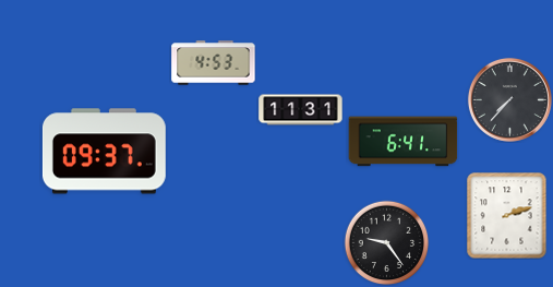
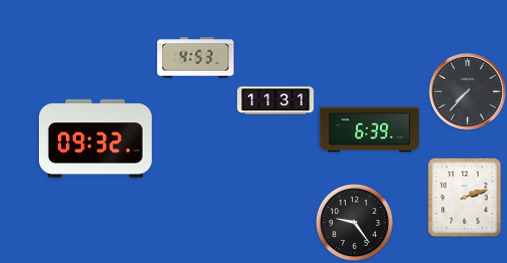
clock at (404, 142): 6:41 -> 6:39
clock at (104, 152): 09:37 -> 09:32
